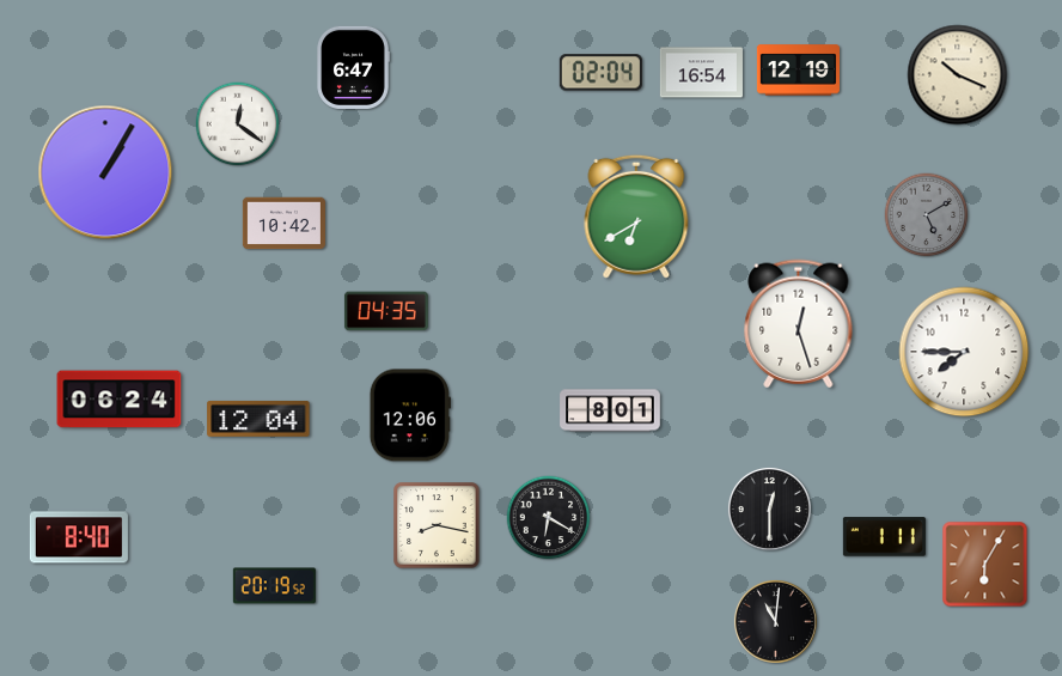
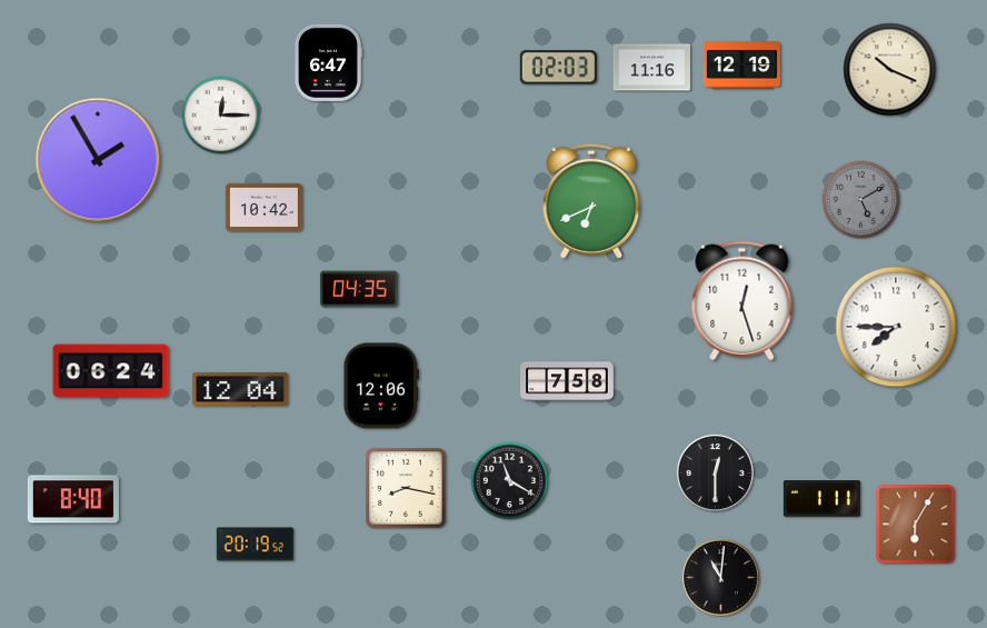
clock at (600, 73): 02:04 -> 02:03
clock at (701, 73): 16:54 -> 11:16
clock at (238, 124): 12:21 -> 12:15
clock at (105, 172): 1:05 -> 1:55
clock at (636, 217): 6:40 -> 6:41
clock at (610, 410): 8:01 -> 7:58
clock at (549, 518): 6:20 -> 11:20
